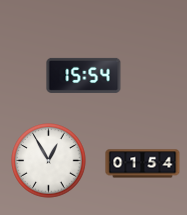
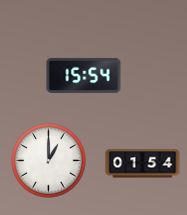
clock at (49, 161): 12:55 -> 1:00
